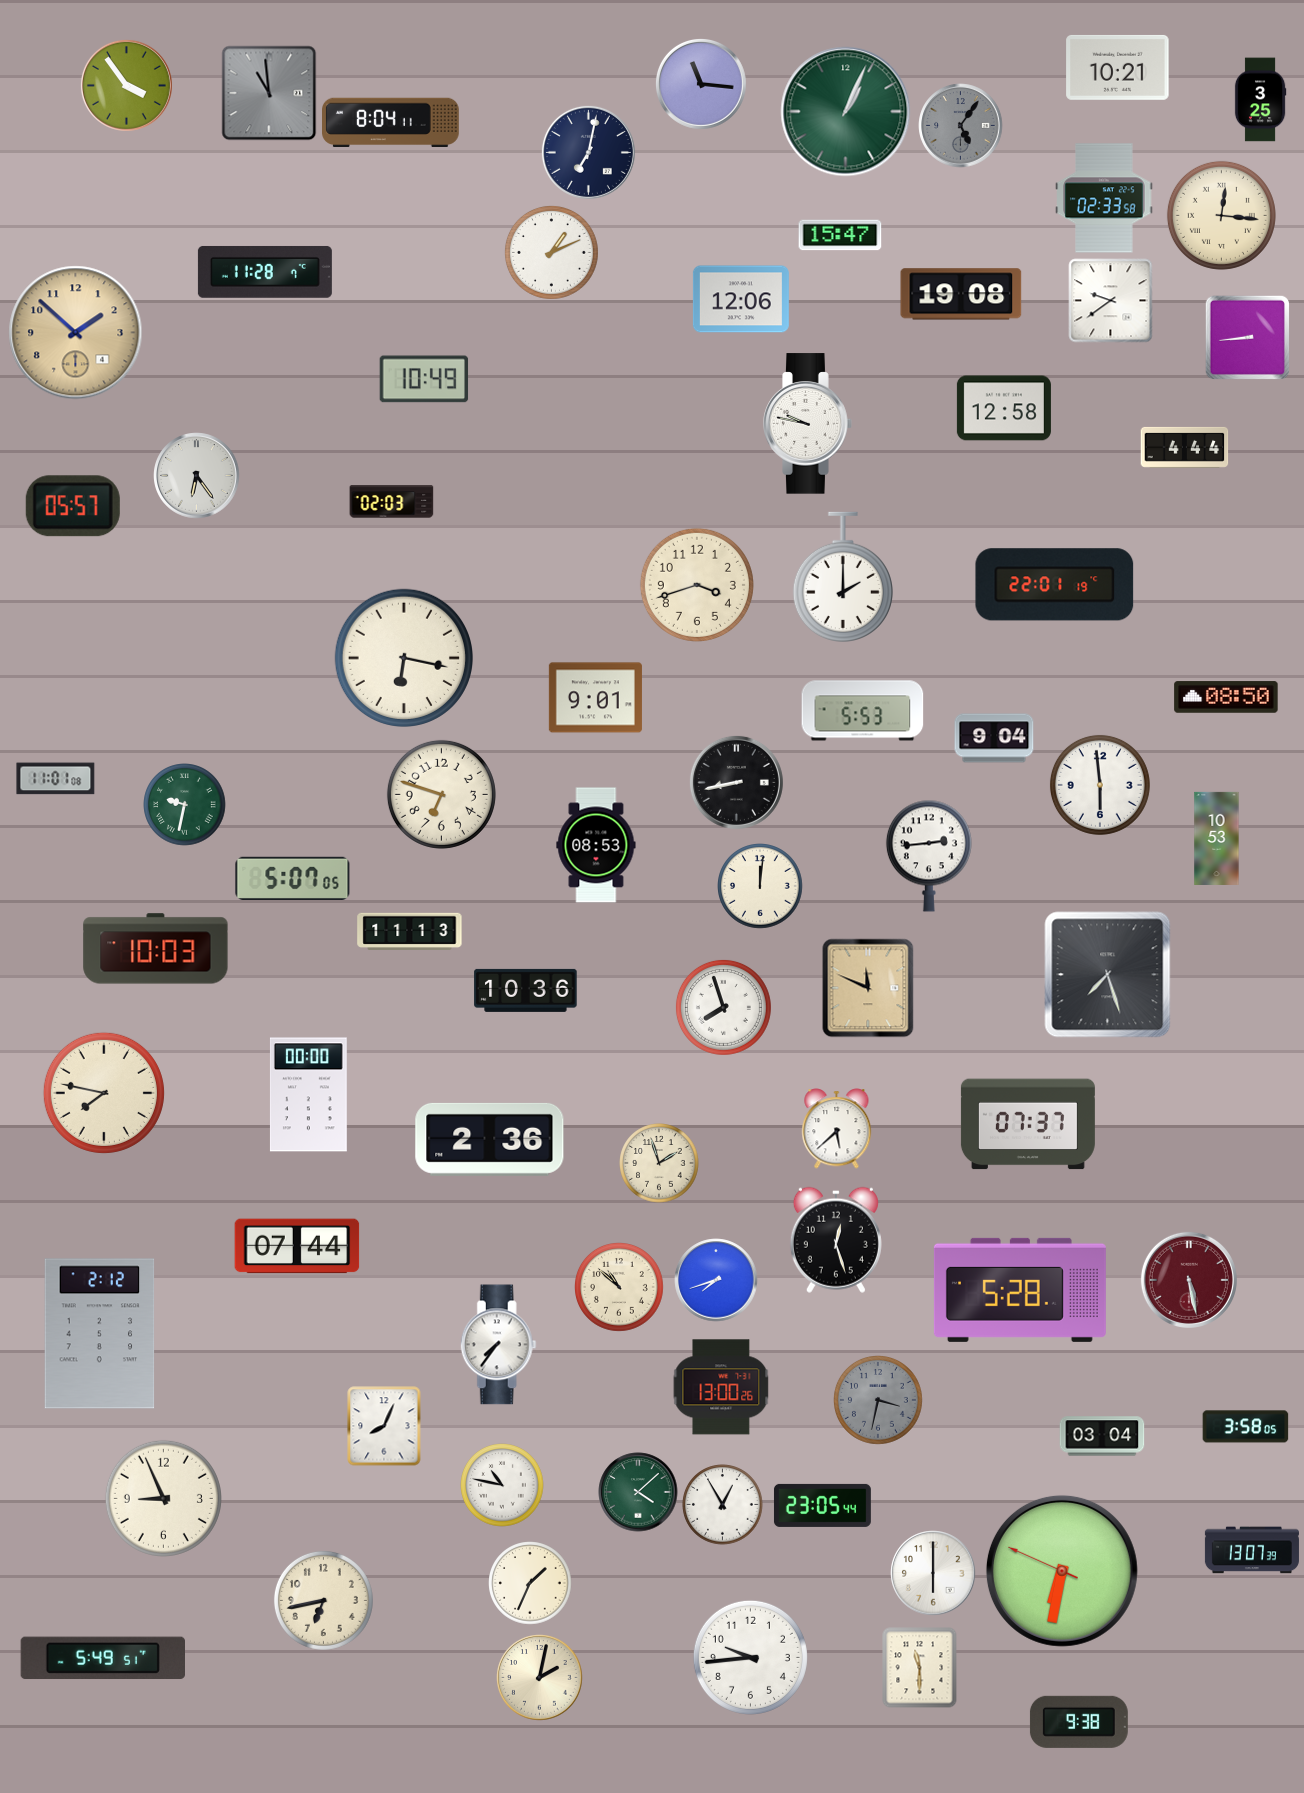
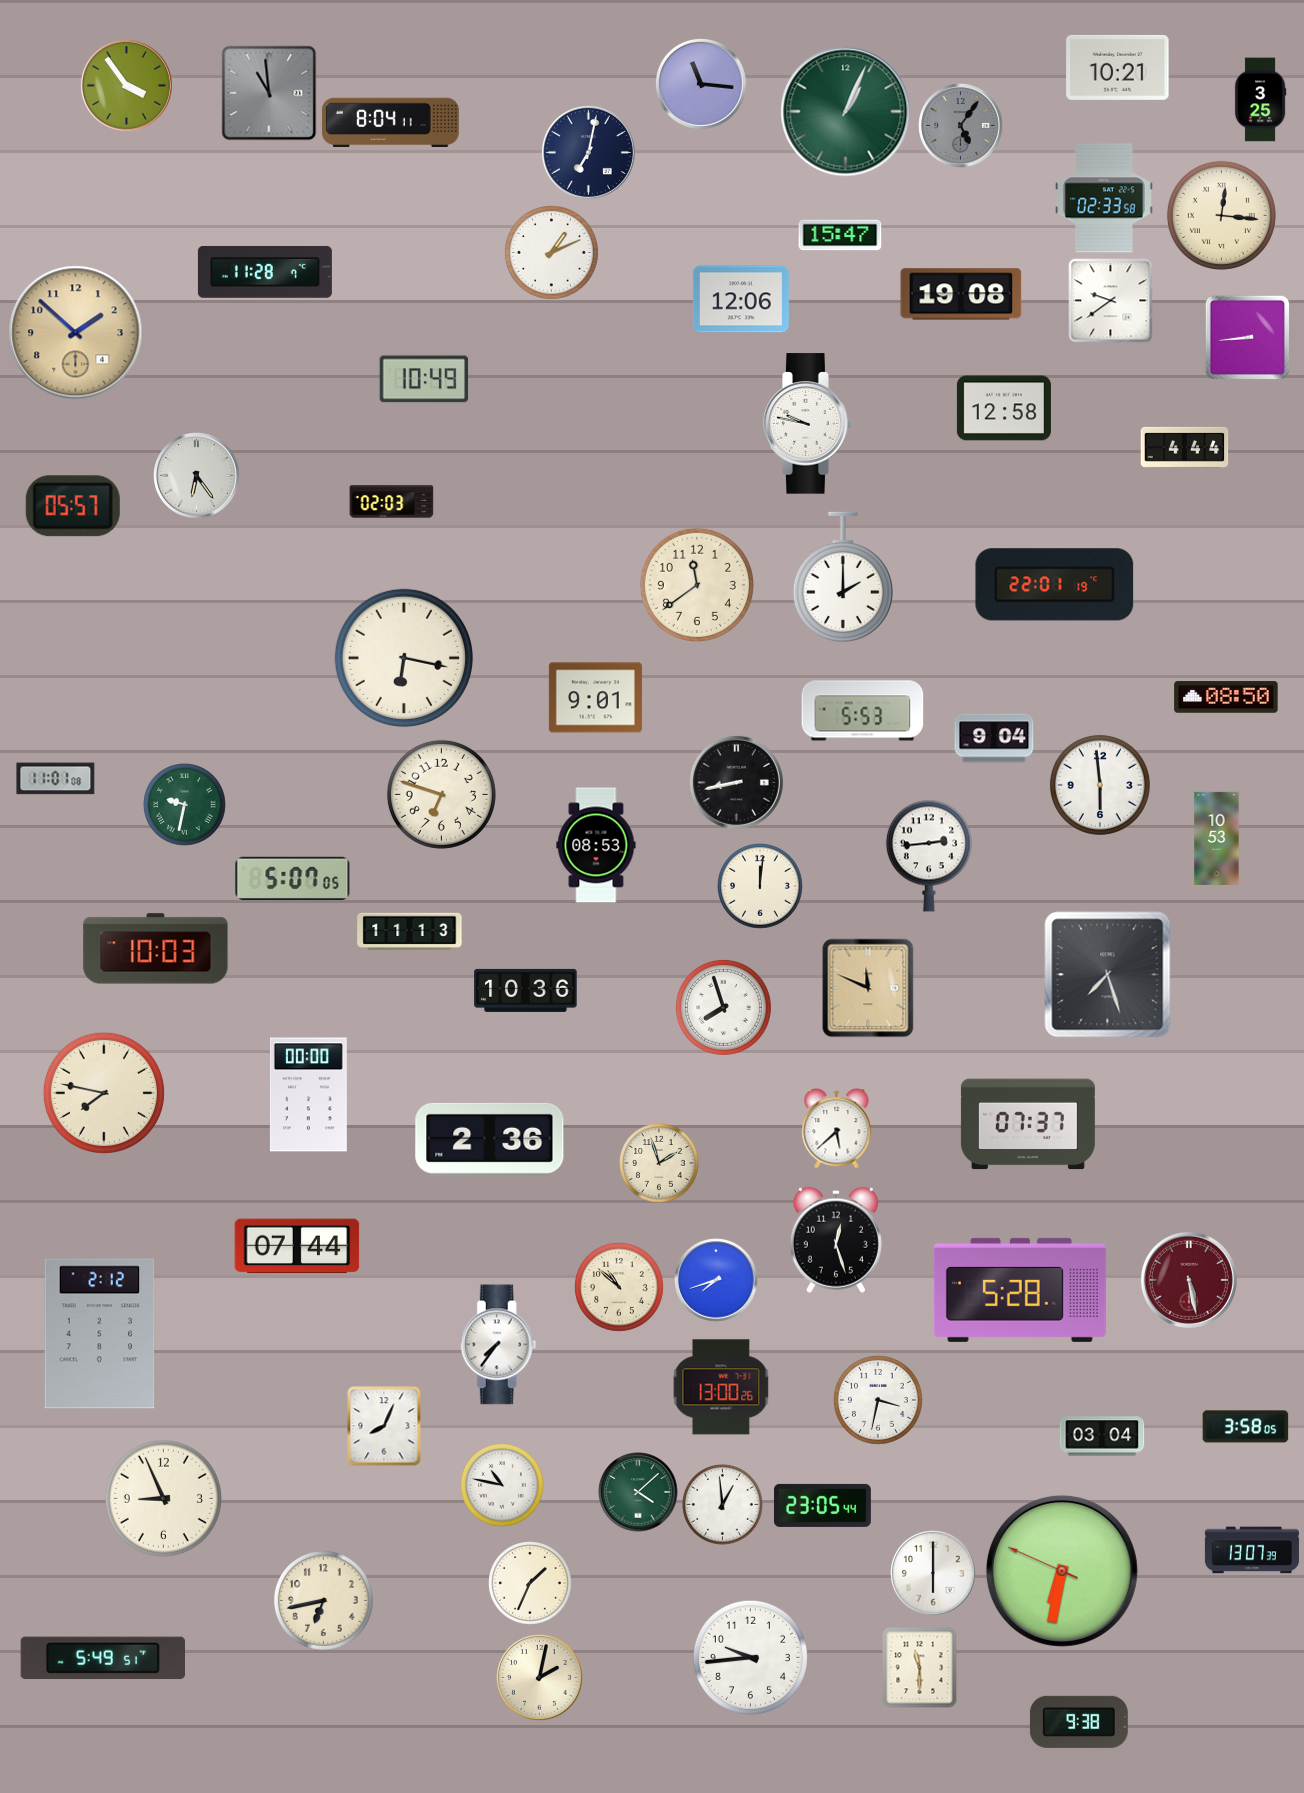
clock at (697, 585): 3:42 -> 11:39
clock at (879, 1401) dial: grey -> white
clock at (723, 1505): 12:55 -> 12:59
